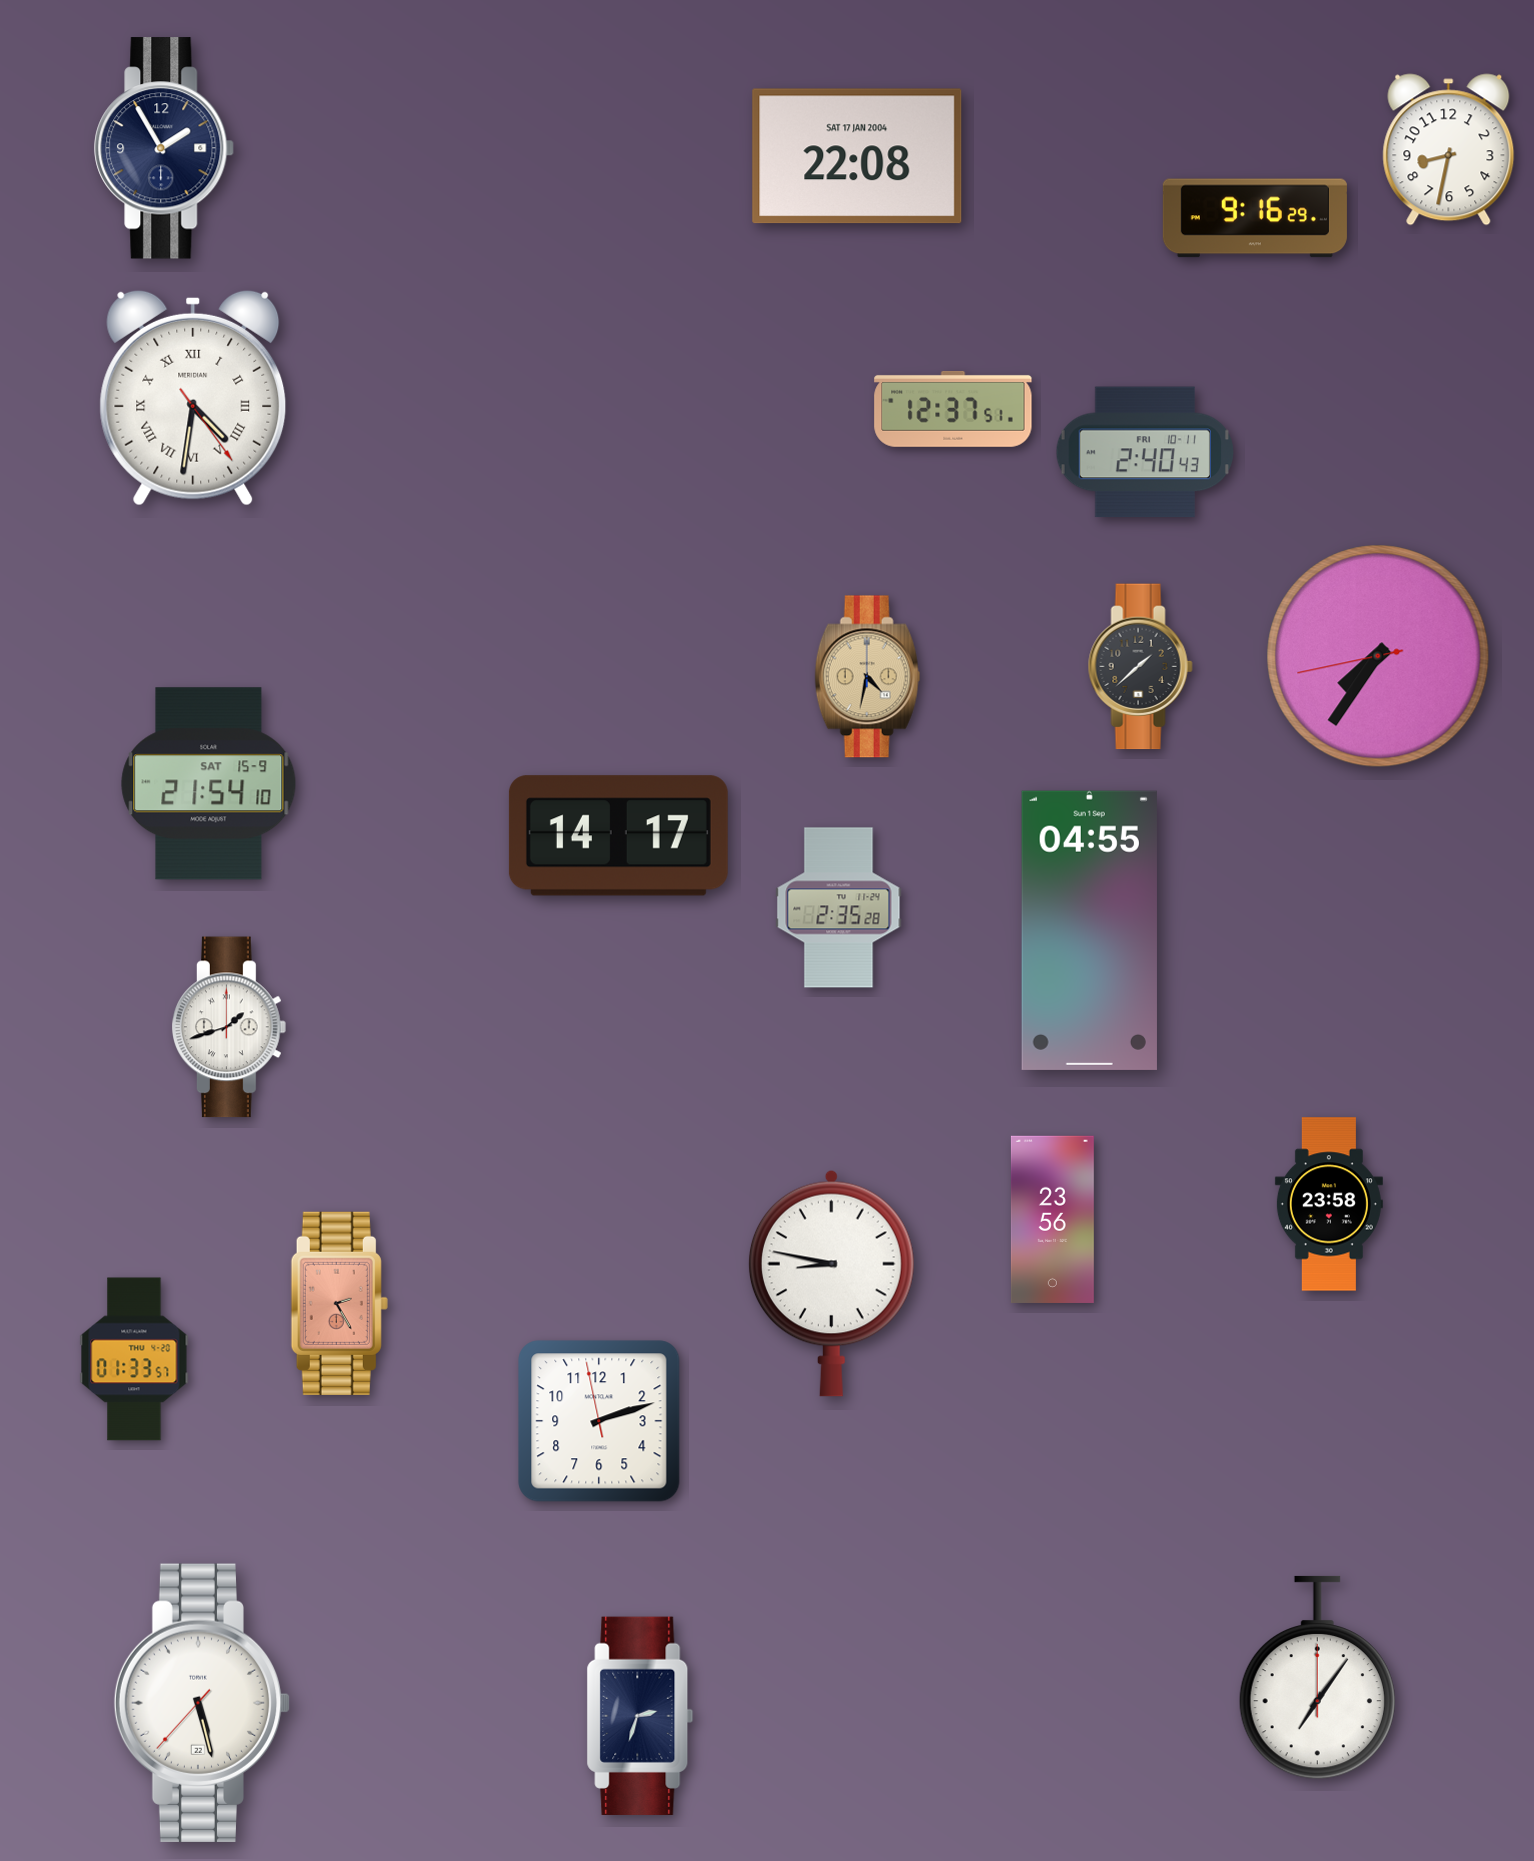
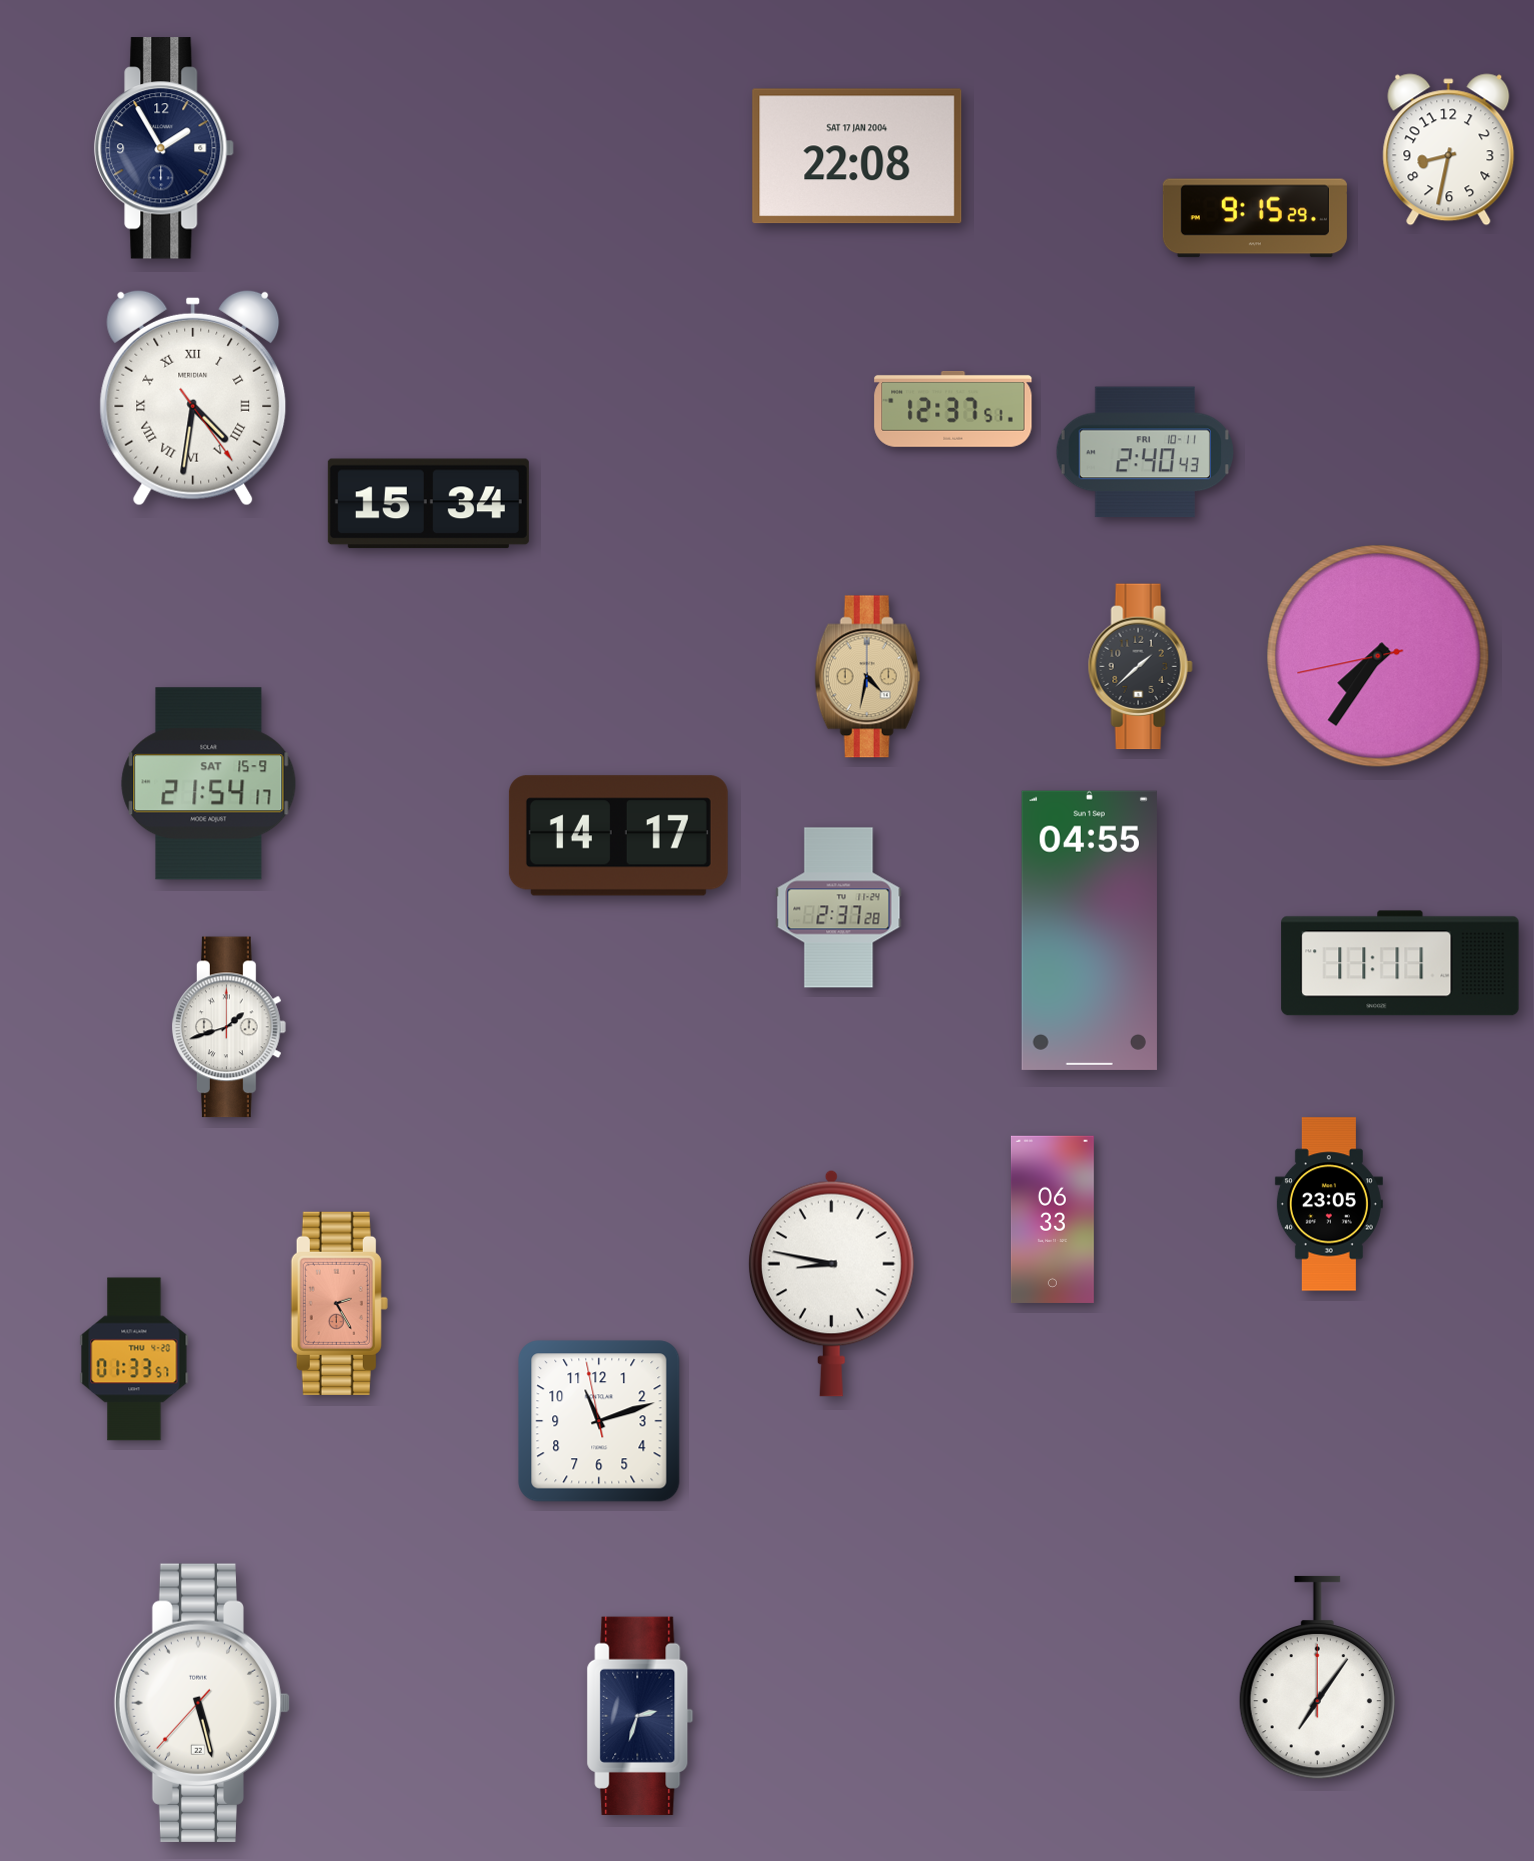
clock at (1255, 218): 9:16 -> 9:15
clock at (428, 504): none -> 15:34
clock at (209, 784): 21:54:10 -> 21:54:17
clock at (839, 908): 2:35 -> 2:37
clock at (1400, 963): none -> 11:11
clock at (1329, 1204): 23:58 -> 23:05
clock at (1052, 1219): 23:56 -> 06:33
clock at (599, 1421): 2:11 -> 11:11
